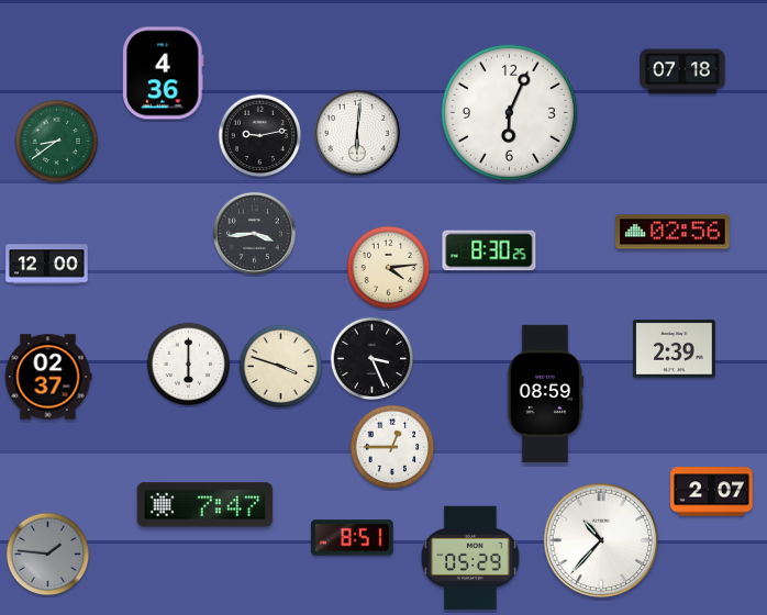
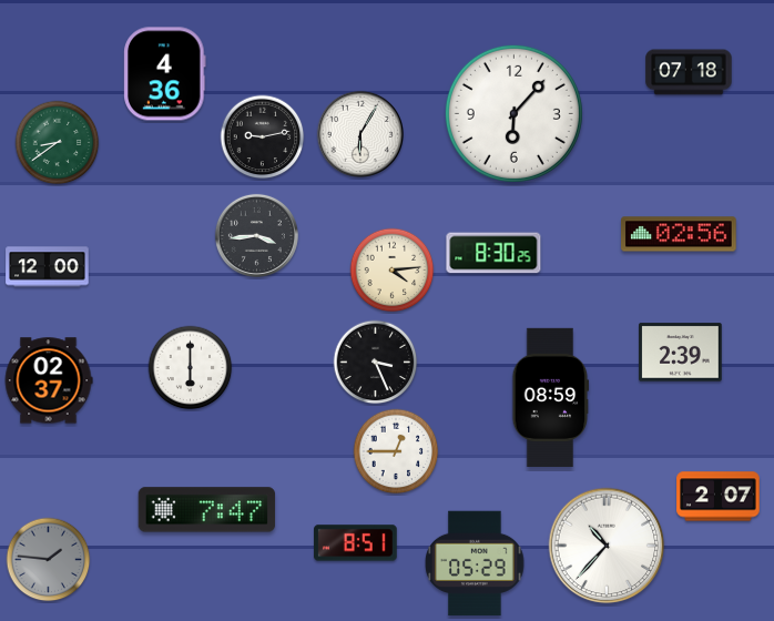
clock at (509, 112): 6:04 -> 6:07
clock at (357, 133): 6:01 -> 6:05
clock at (281, 367): 3:48 -> none
